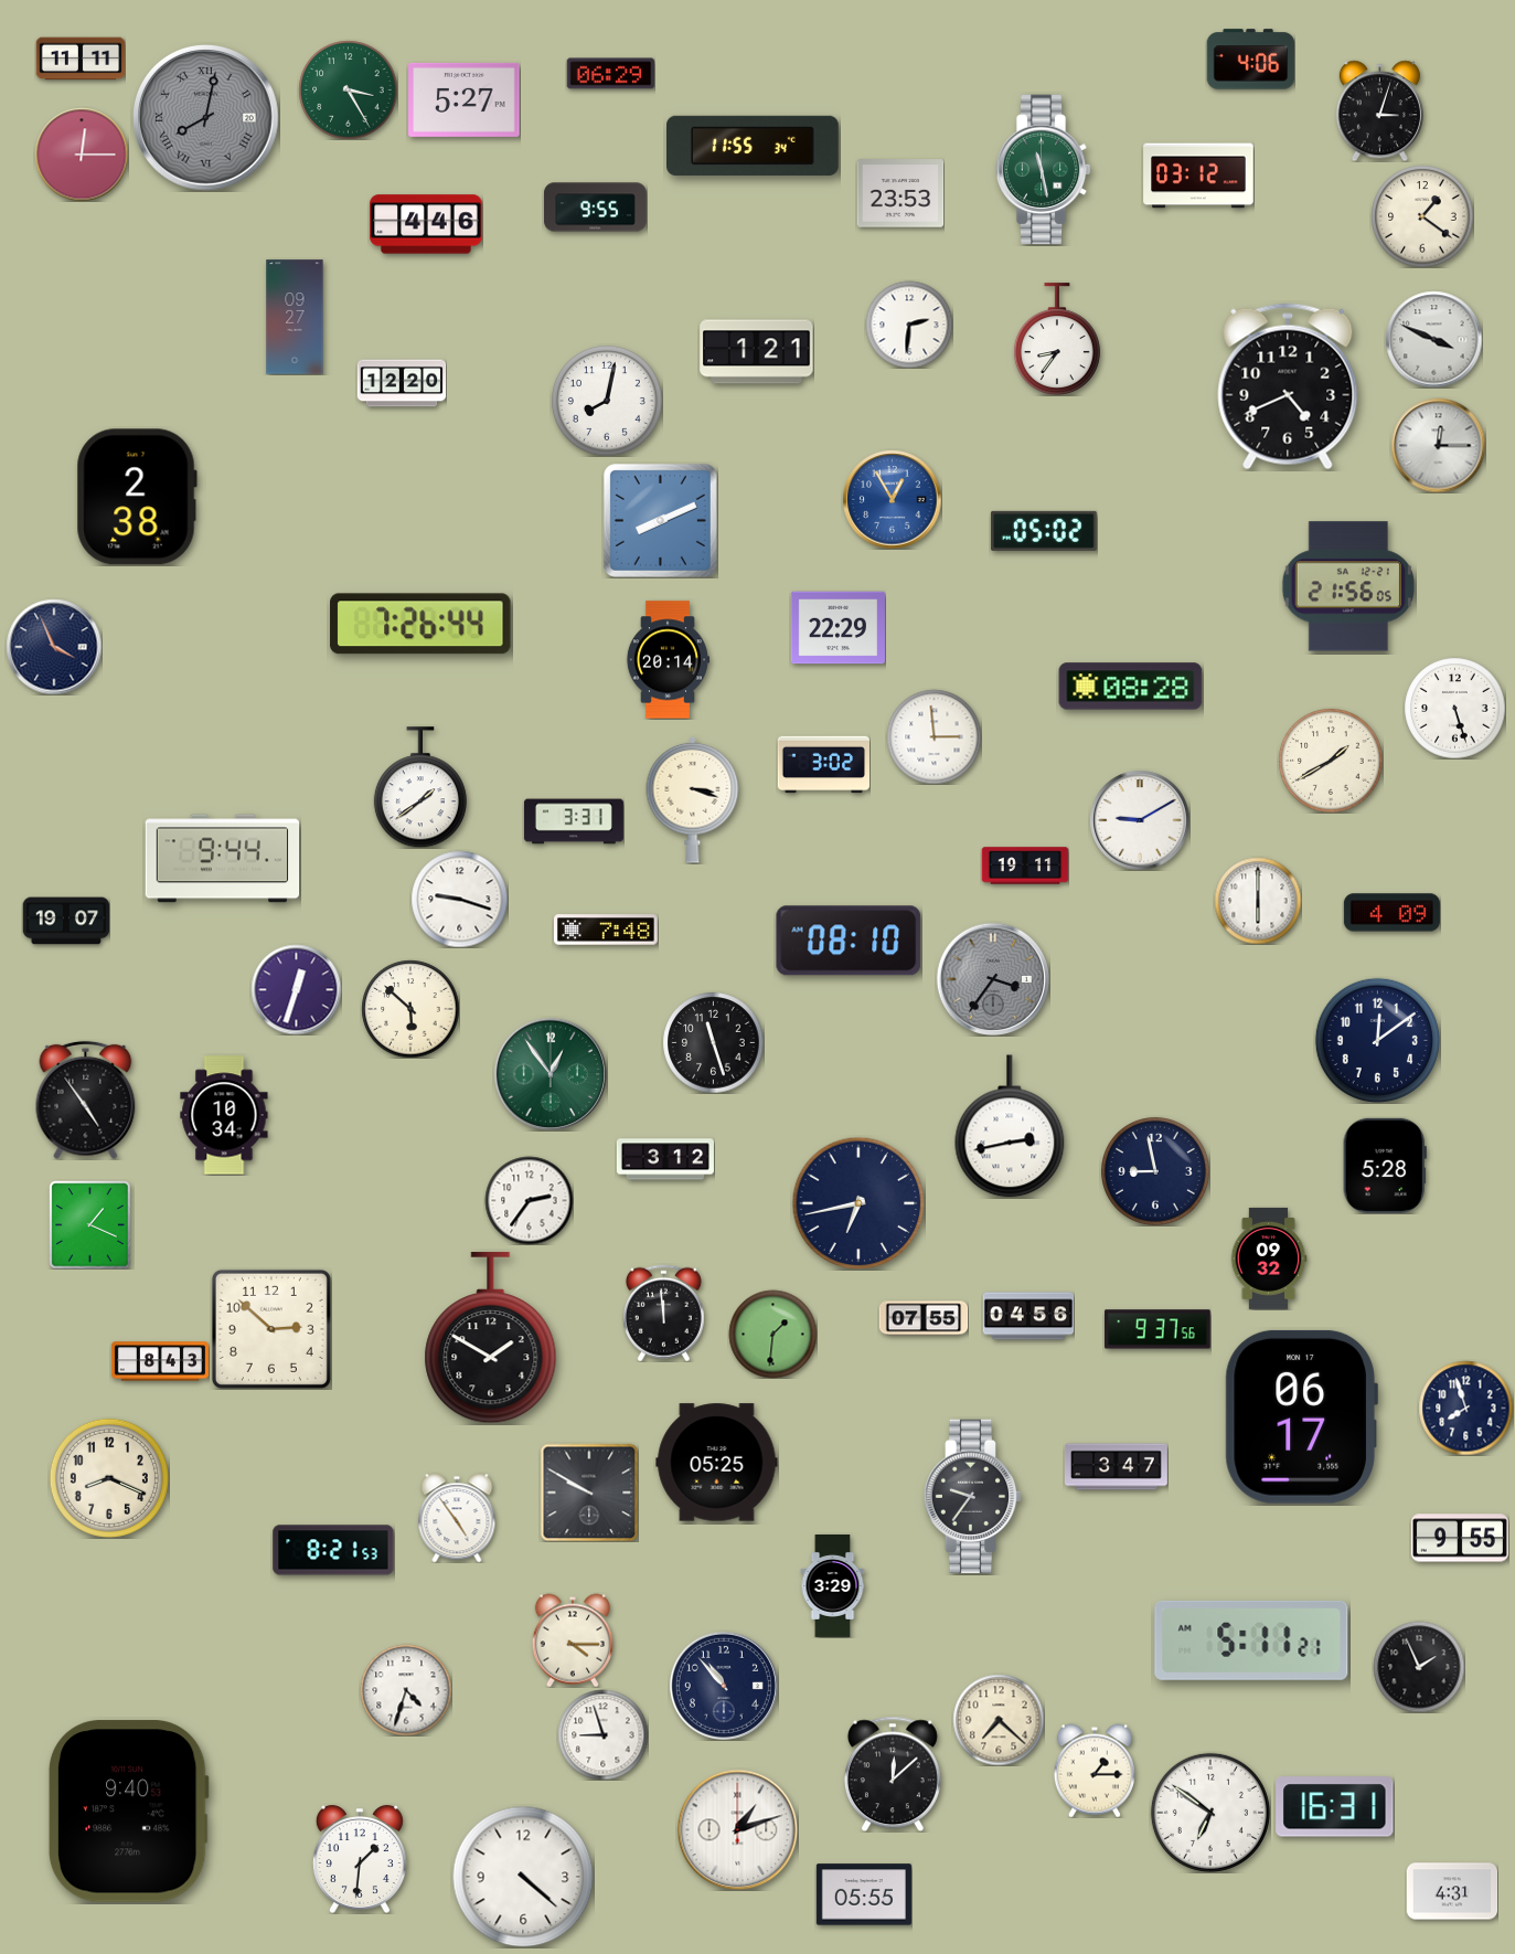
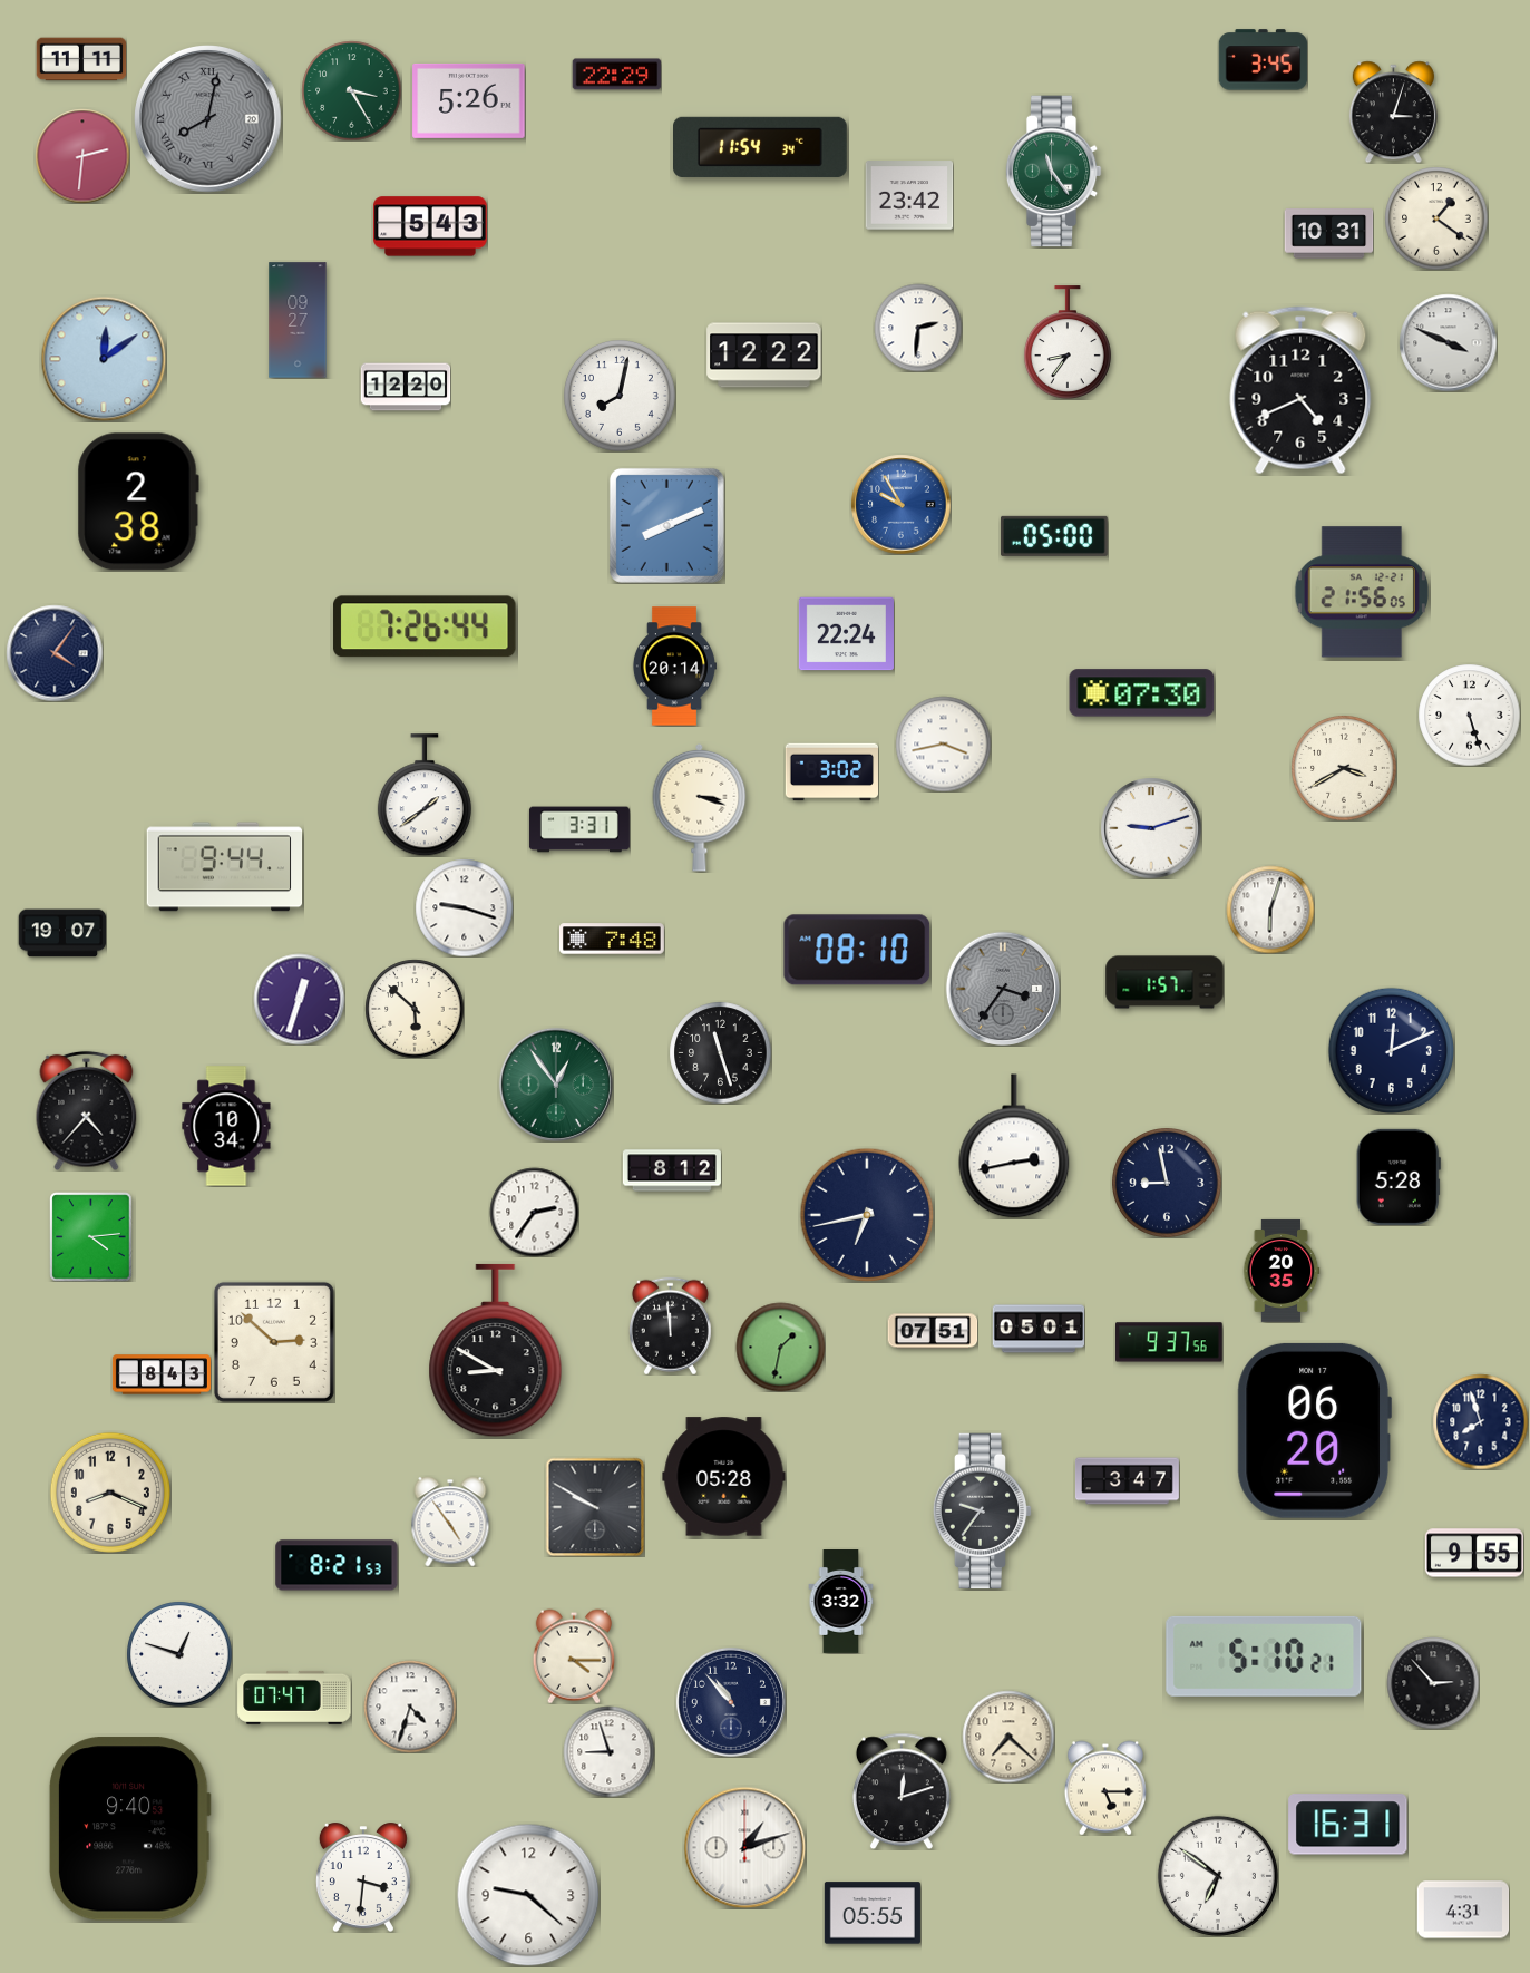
clock at (1250, 60): 4:06 -> 3:45
clock at (610, 74): 06:29 -> 22:29
clock at (465, 99): 5:27 -> 5:26
clock at (754, 146): 11:55 -> 11:54
clock at (82, 155): 12:15 -> 2:31
clock at (1043, 170): 11:28 -> 11:24
clock at (1198, 176): 03:12 -> none
clock at (900, 193): 23:53 -> 23:42
clock at (595, 208): 9:55 -> none
clock at (426, 224): 4:46 -> 5:43
clock at (1328, 234): none -> 10:31
clock at (757, 352): 1:21 -> 12:22
clock at (104, 359): none -> 12:09
clock at (607, 401) position: (607, 401) -> (620, 396)
clock at (1438, 445): 12:15 -> none
clock at (892, 499): 12:55 -> 9:55
clock at (1044, 531): 05:02 -> 05:00
clock at (420, 624) position: (420, 624) -> (425, 626)
clock at (837, 628): 22:29 -> 22:24
clock at (54, 647): 3:56 -> 4:06
clock at (1131, 687): 08:28 -> 07:30
clock at (933, 736): 2:59 -> 3:43
clock at (1331, 761): 1:40 -> 3:40
clock at (1140, 820): 9:10 -> 9:12
clock at (1025, 866): 19:11 -> none
clock at (1258, 901): 6:00 -> 6:03
clock at (1391, 913): 4:09 -> none
clock at (66, 921) position: (66, 921) -> (62, 933)
clock at (1164, 982): none -> 1:57
clock at (410, 1009) position: (410, 1009) -> (415, 1009)
clock at (1377, 1040): 12:09 -> 12:11
clock at (86, 1100): 4:54 -> 4:37
clock at (1010, 1126) position: (1010, 1126) -> (1014, 1146)
clock at (665, 1159): 3:12 -> 8:12
clock at (90, 1224): 1:19 -> 4:14
clock at (1269, 1259): 09:32 -> 20:35
clock at (1028, 1316): 04:56 -> 05:01
clock at (924, 1318): 07:55 -> 07:51
clock at (772, 1334): 1:31 -> 1:32
clock at (491, 1338): 1:50 -> 8:50
clock at (1301, 1416): 06:17 -> 06:20
clock at (717, 1463): 05:25 -> 05:28
clock at (457, 1518) position: (457, 1518) -> (450, 1522)
clock at (833, 1586): 3:29 -> 3:32
clock at (179, 1654): none -> 12:48
clock at (573, 1640) position: (573, 1640) -> (574, 1656)
clock at (1251, 1640): 5:11 -> 5:10
clock at (1419, 1667): 1:56 -> 2:53
clock at (294, 1698): none -> 07:47
clock at (1095, 1771): 1:15 -> 5:15
clock at (893, 1774): 12:08 -> 12:12
clock at (1210, 1813) position: (1210, 1813) -> (1218, 1876)
clock at (360, 1859): 1:31 -> 3:31
clock at (523, 1877): 4:22 -> 9:22
clock at (1452, 1891) position: (1452, 1891) -> (1463, 1909)
